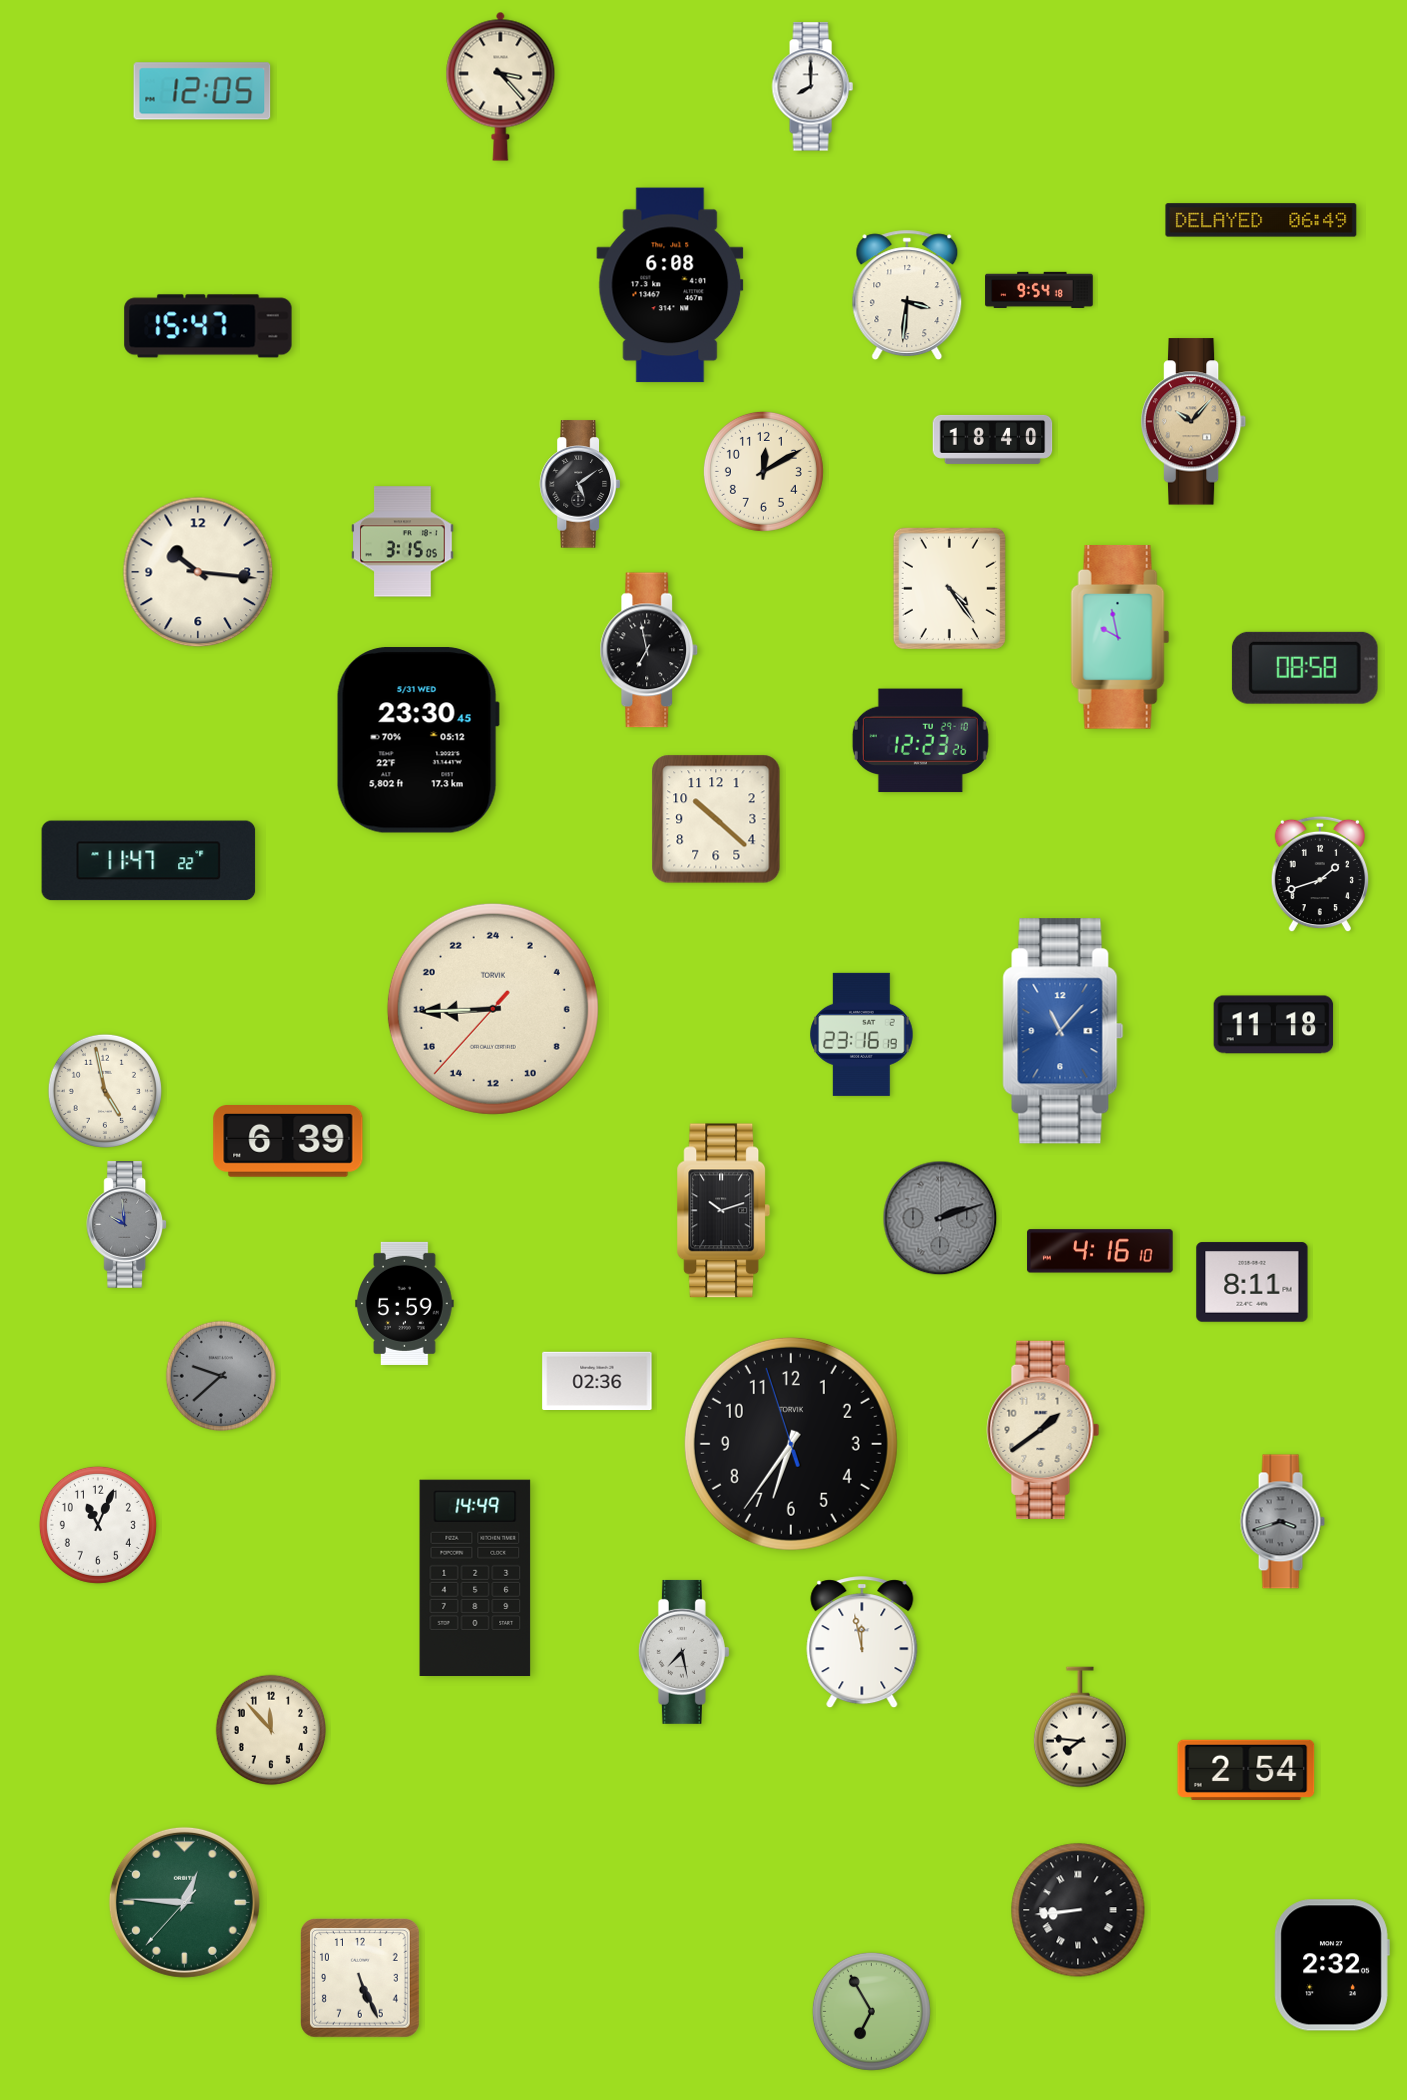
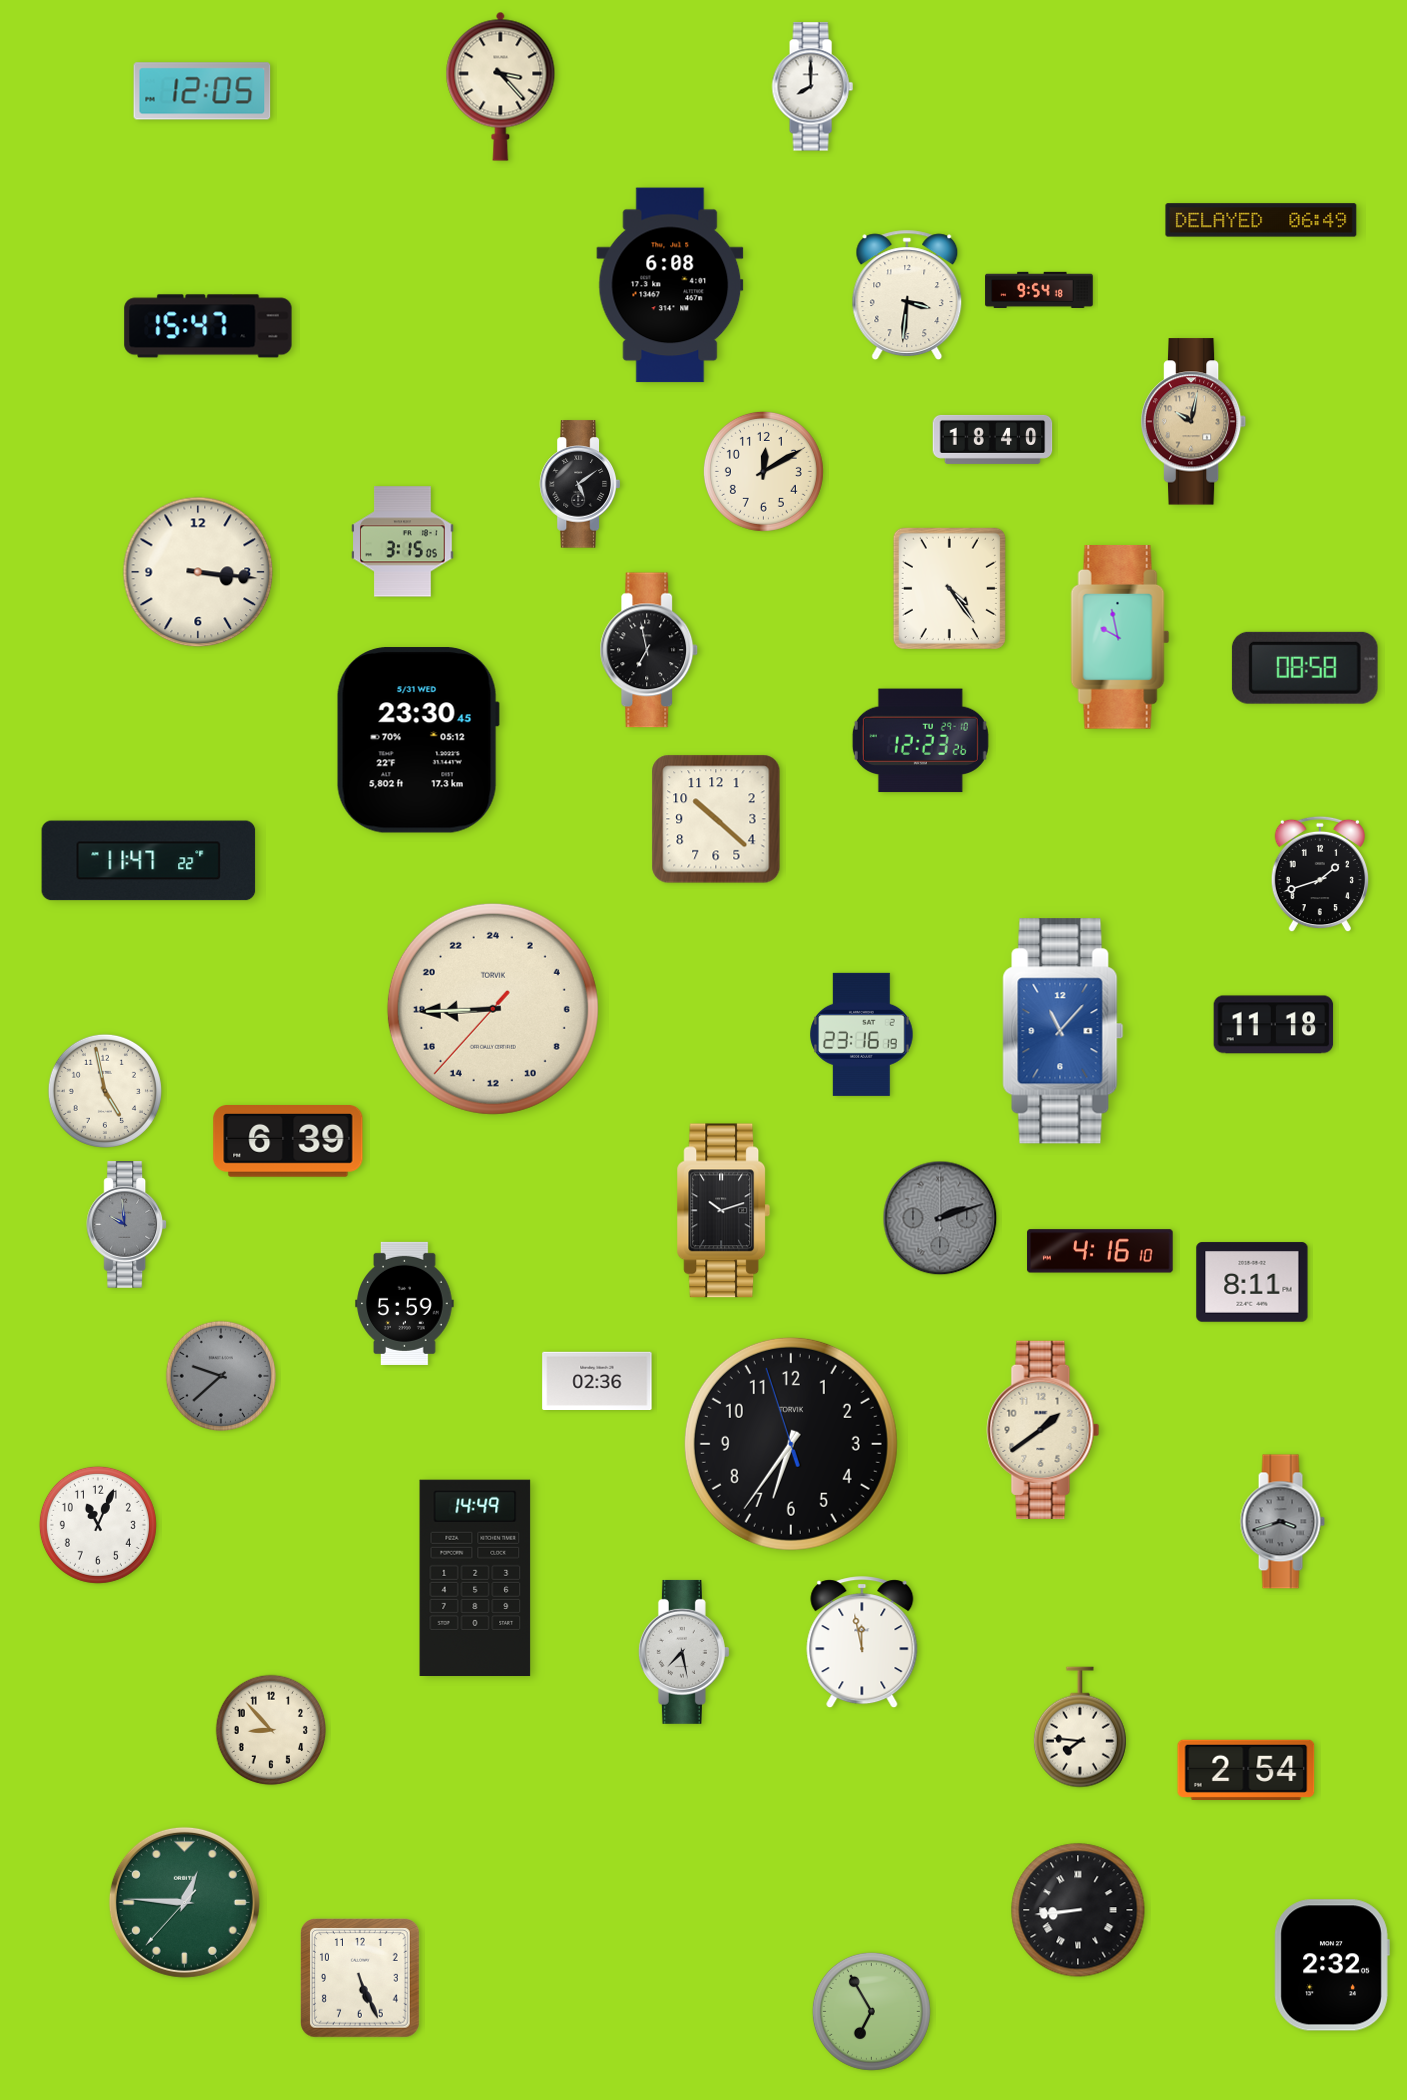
clock at (1194, 422): 10:07 -> 10:02
clock at (198, 572): 10:16 -> 3:16
clock at (271, 1730): 11:53 -> 8:53
